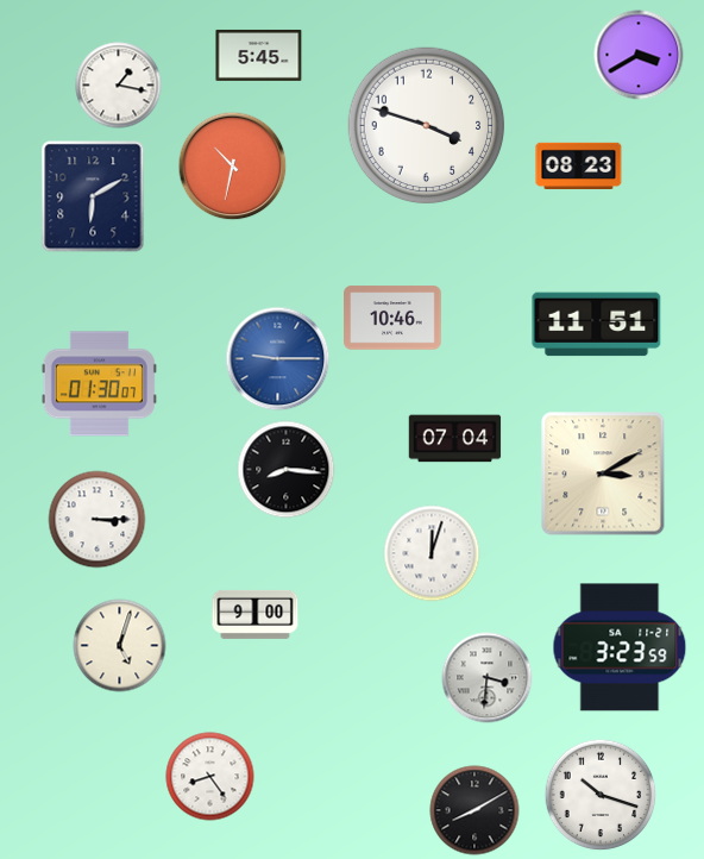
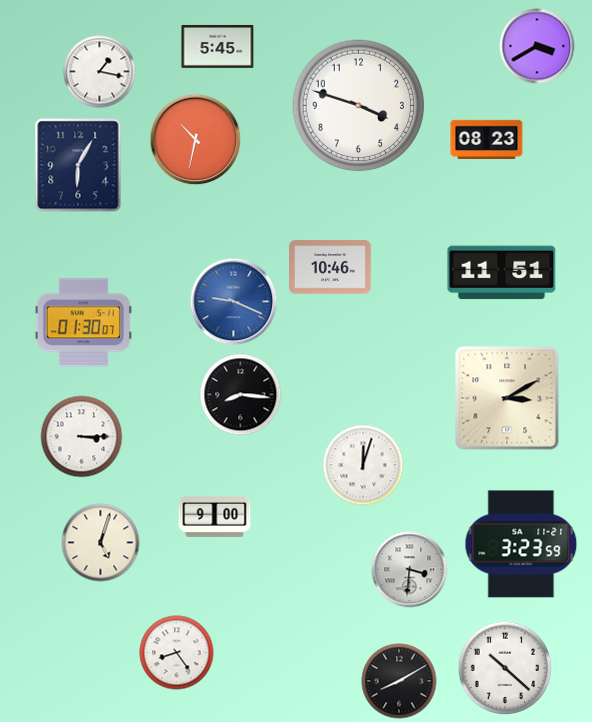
clock at (93, 196): 6:10 -> 6:05
clock at (278, 359): 9:15 -> 9:19
clock at (455, 439): 07:04 -> none
clock at (601, 795): 10:18 -> 10:22
